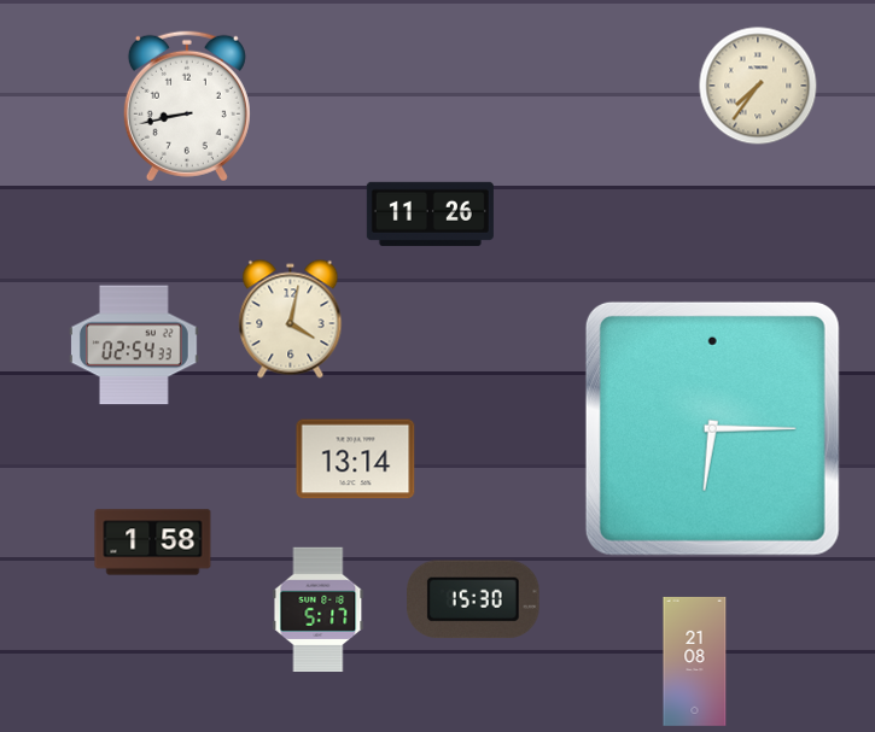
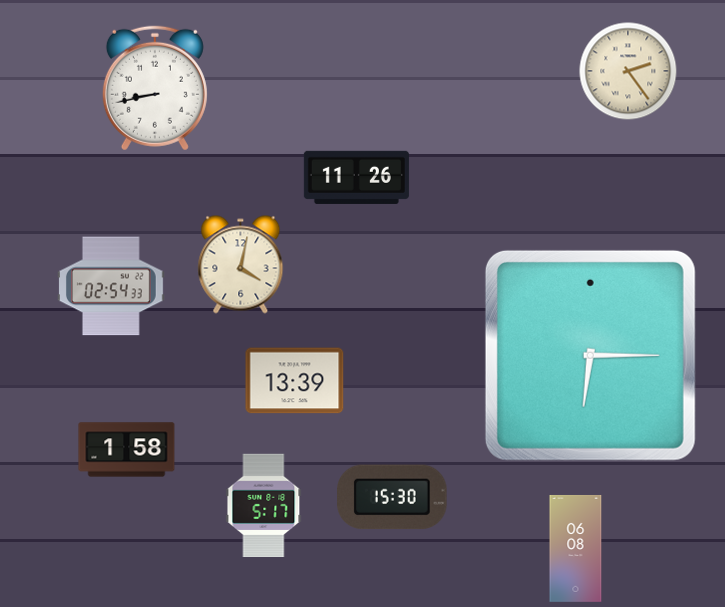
clock at (758, 86): 7:36 -> 2:24
clock at (356, 459): 13:14 -> 13:39
clock at (695, 661): 21:08 -> 06:08
